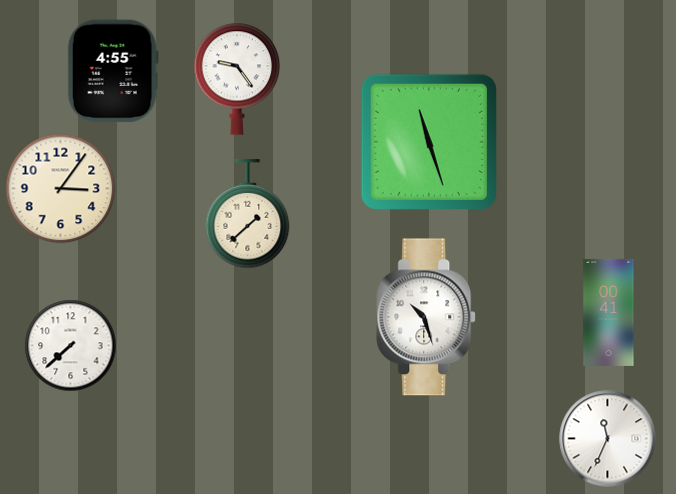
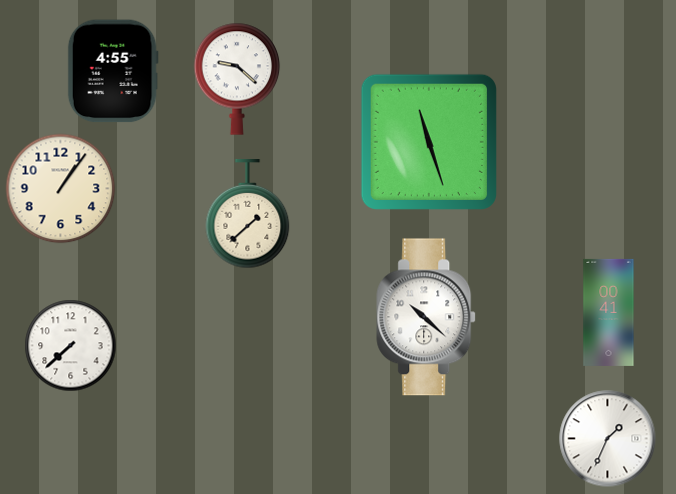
clock at (237, 79): 9:24 -> 9:22
clock at (61, 189): 3:06 -> 1:06
clock at (427, 317): 10:27 -> 10:22
clock at (608, 439): 11:34 -> 1:34
